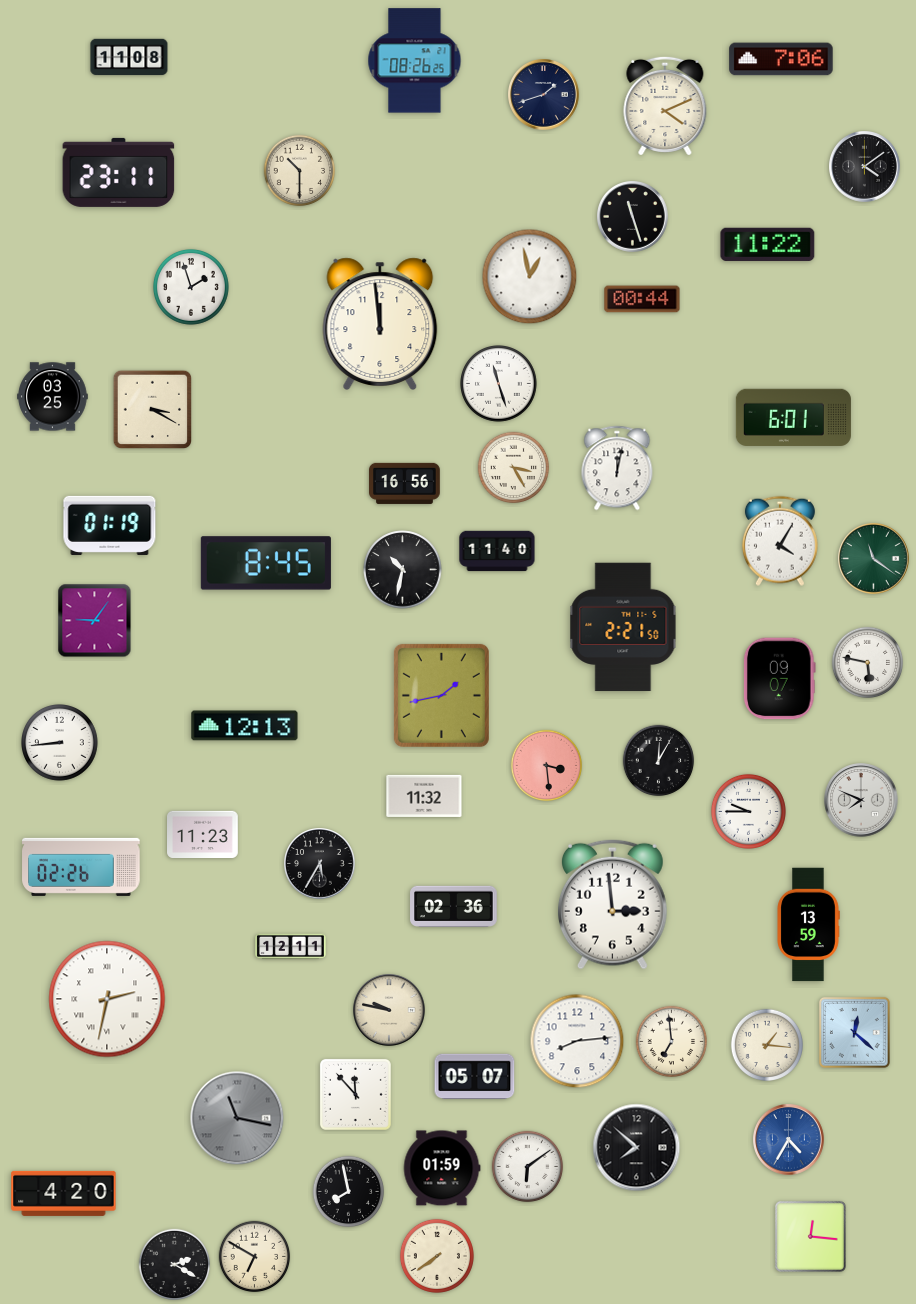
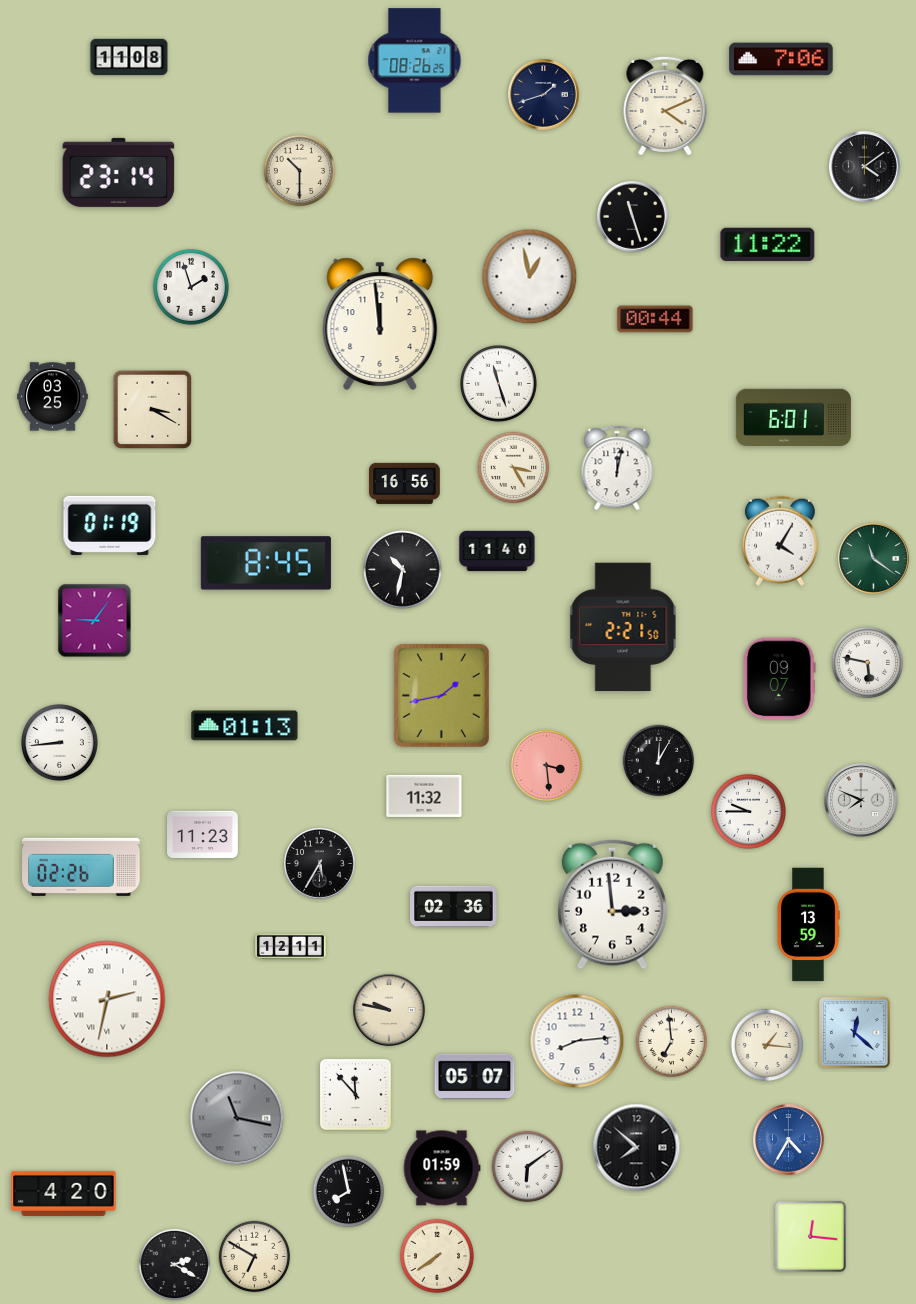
clock at (119, 172): 23:11 -> 23:14
clock at (642, 299) position: (642, 299) -> (655, 319)
clock at (245, 726): 12:13 -> 01:13
